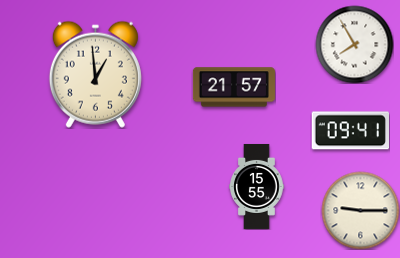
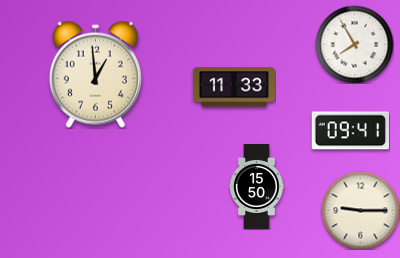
clock at (234, 87): 21:57 -> 11:33
clock at (257, 186): 15:55 -> 15:50
